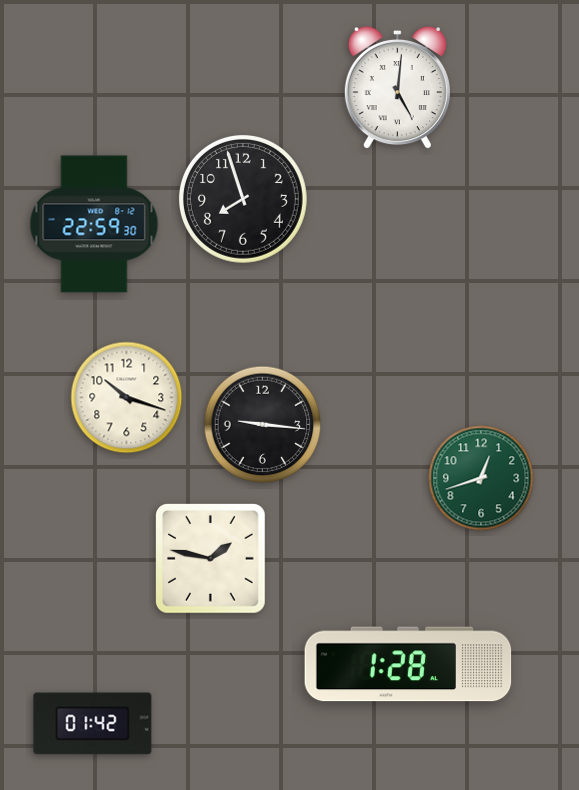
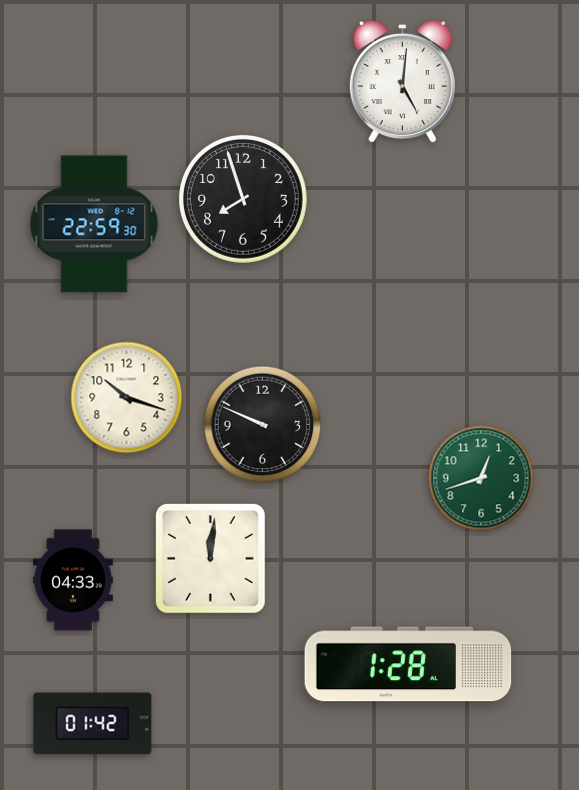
clock at (397, 88) position: (397, 88) -> (402, 82)
clock at (263, 425): 9:16 -> 9:49
clock at (211, 559): 1:47 -> 12:01
clock at (74, 580): none -> 04:33
